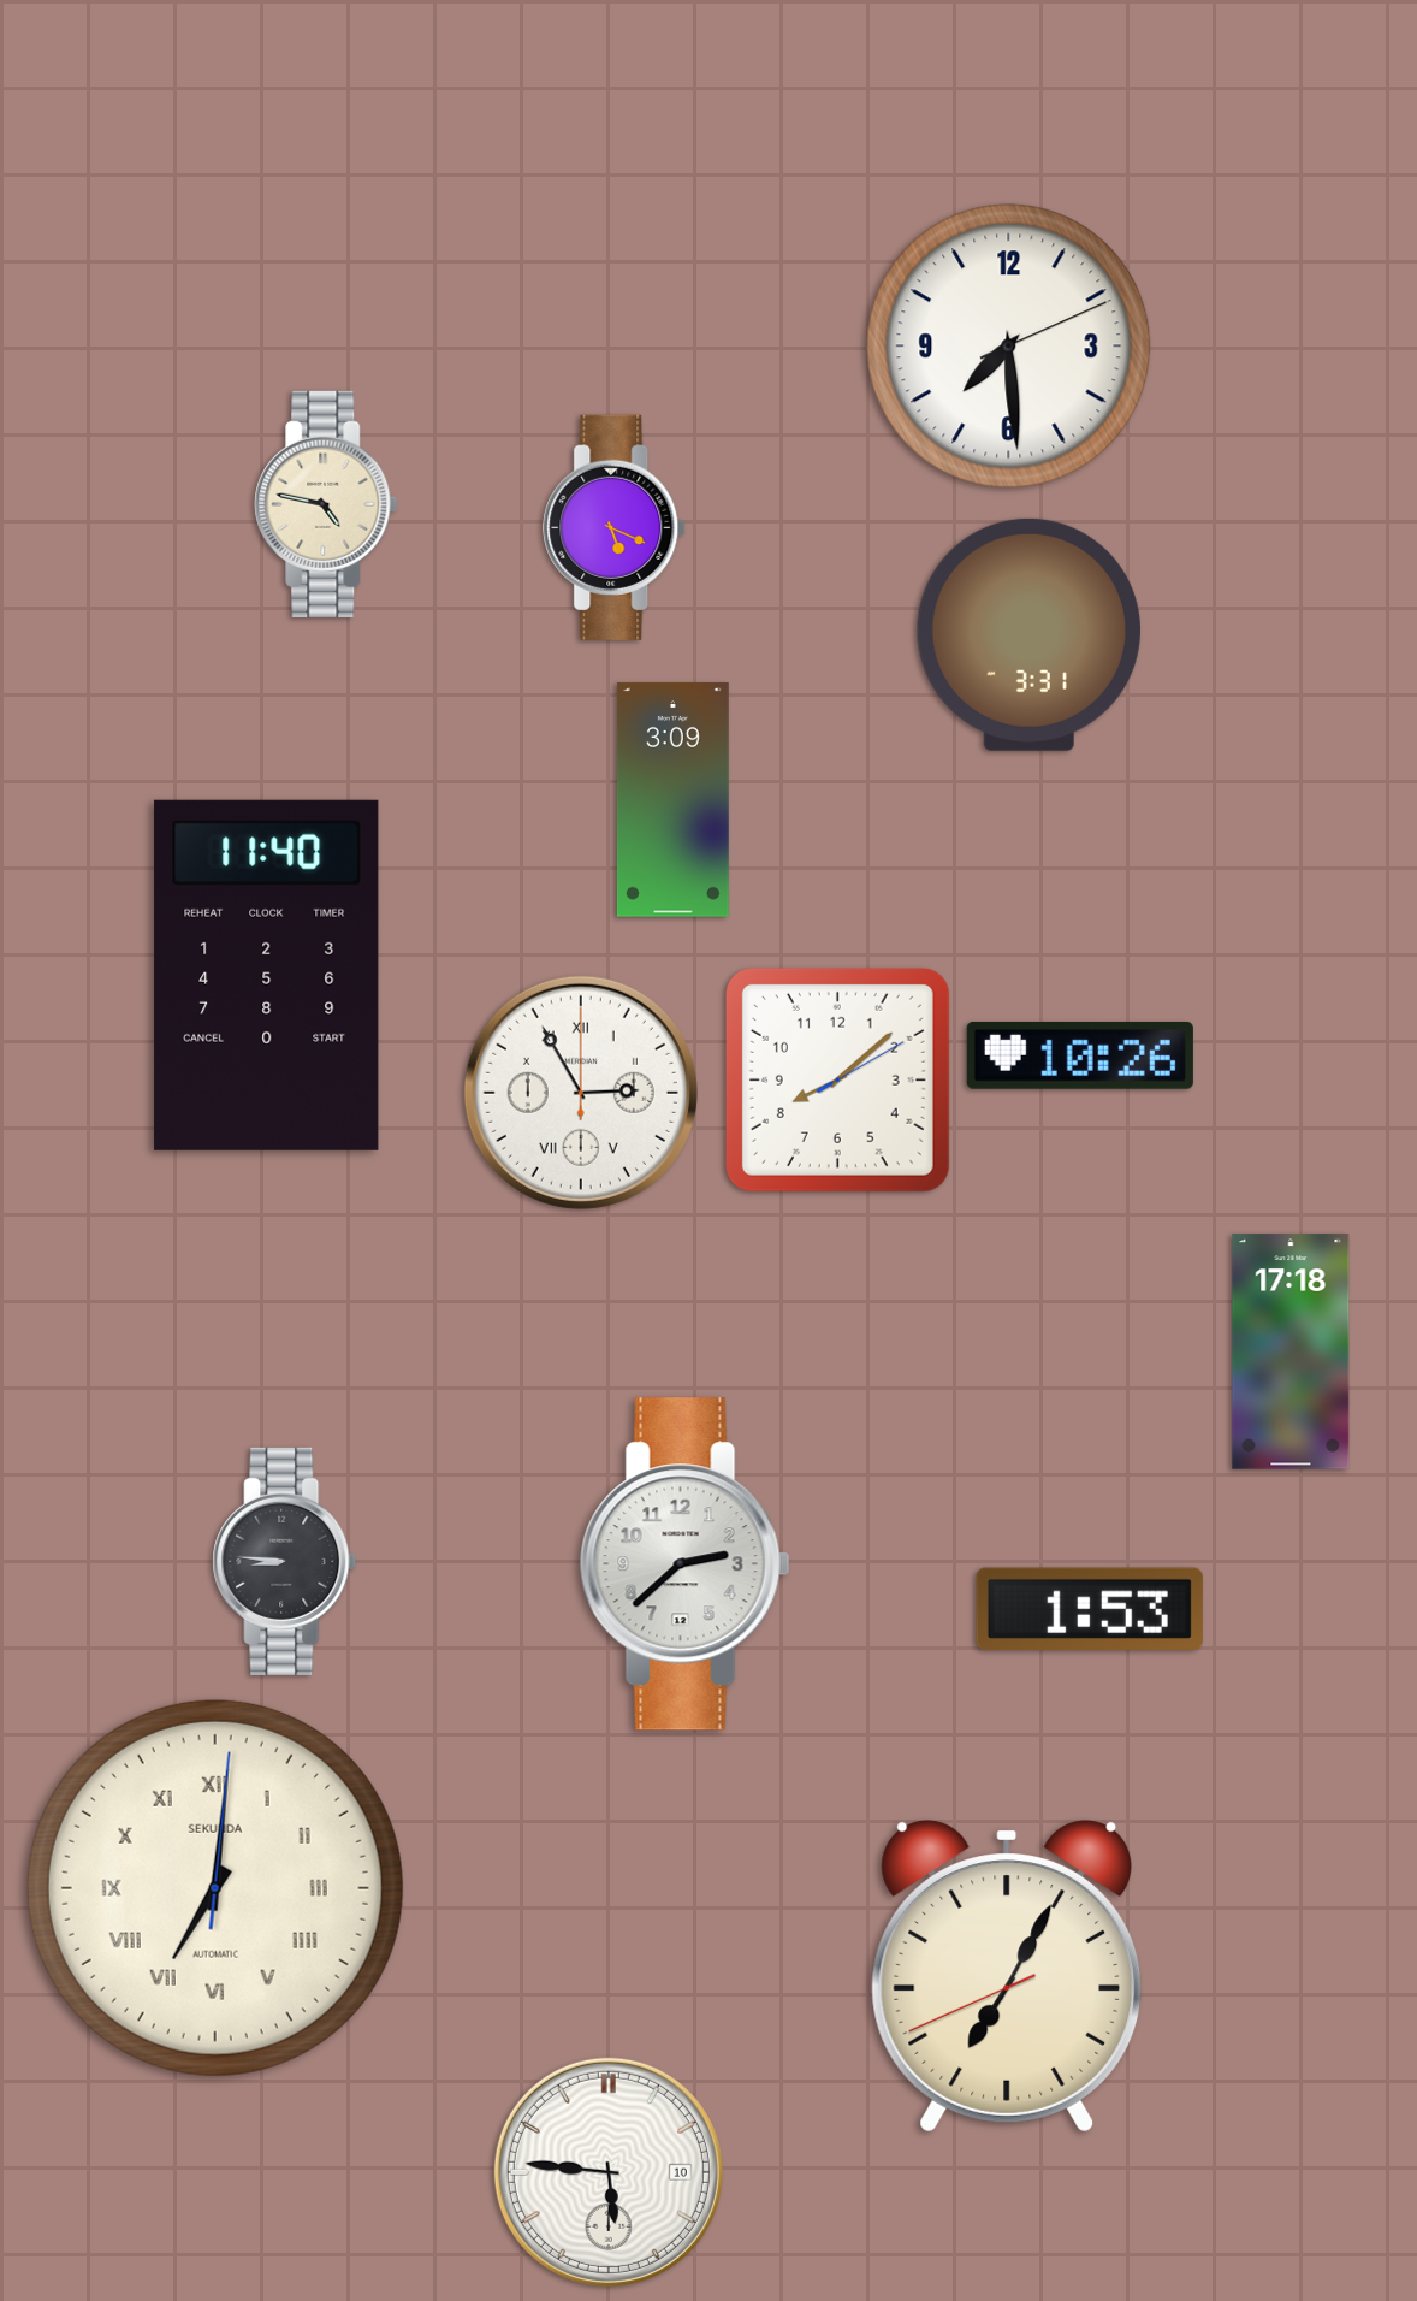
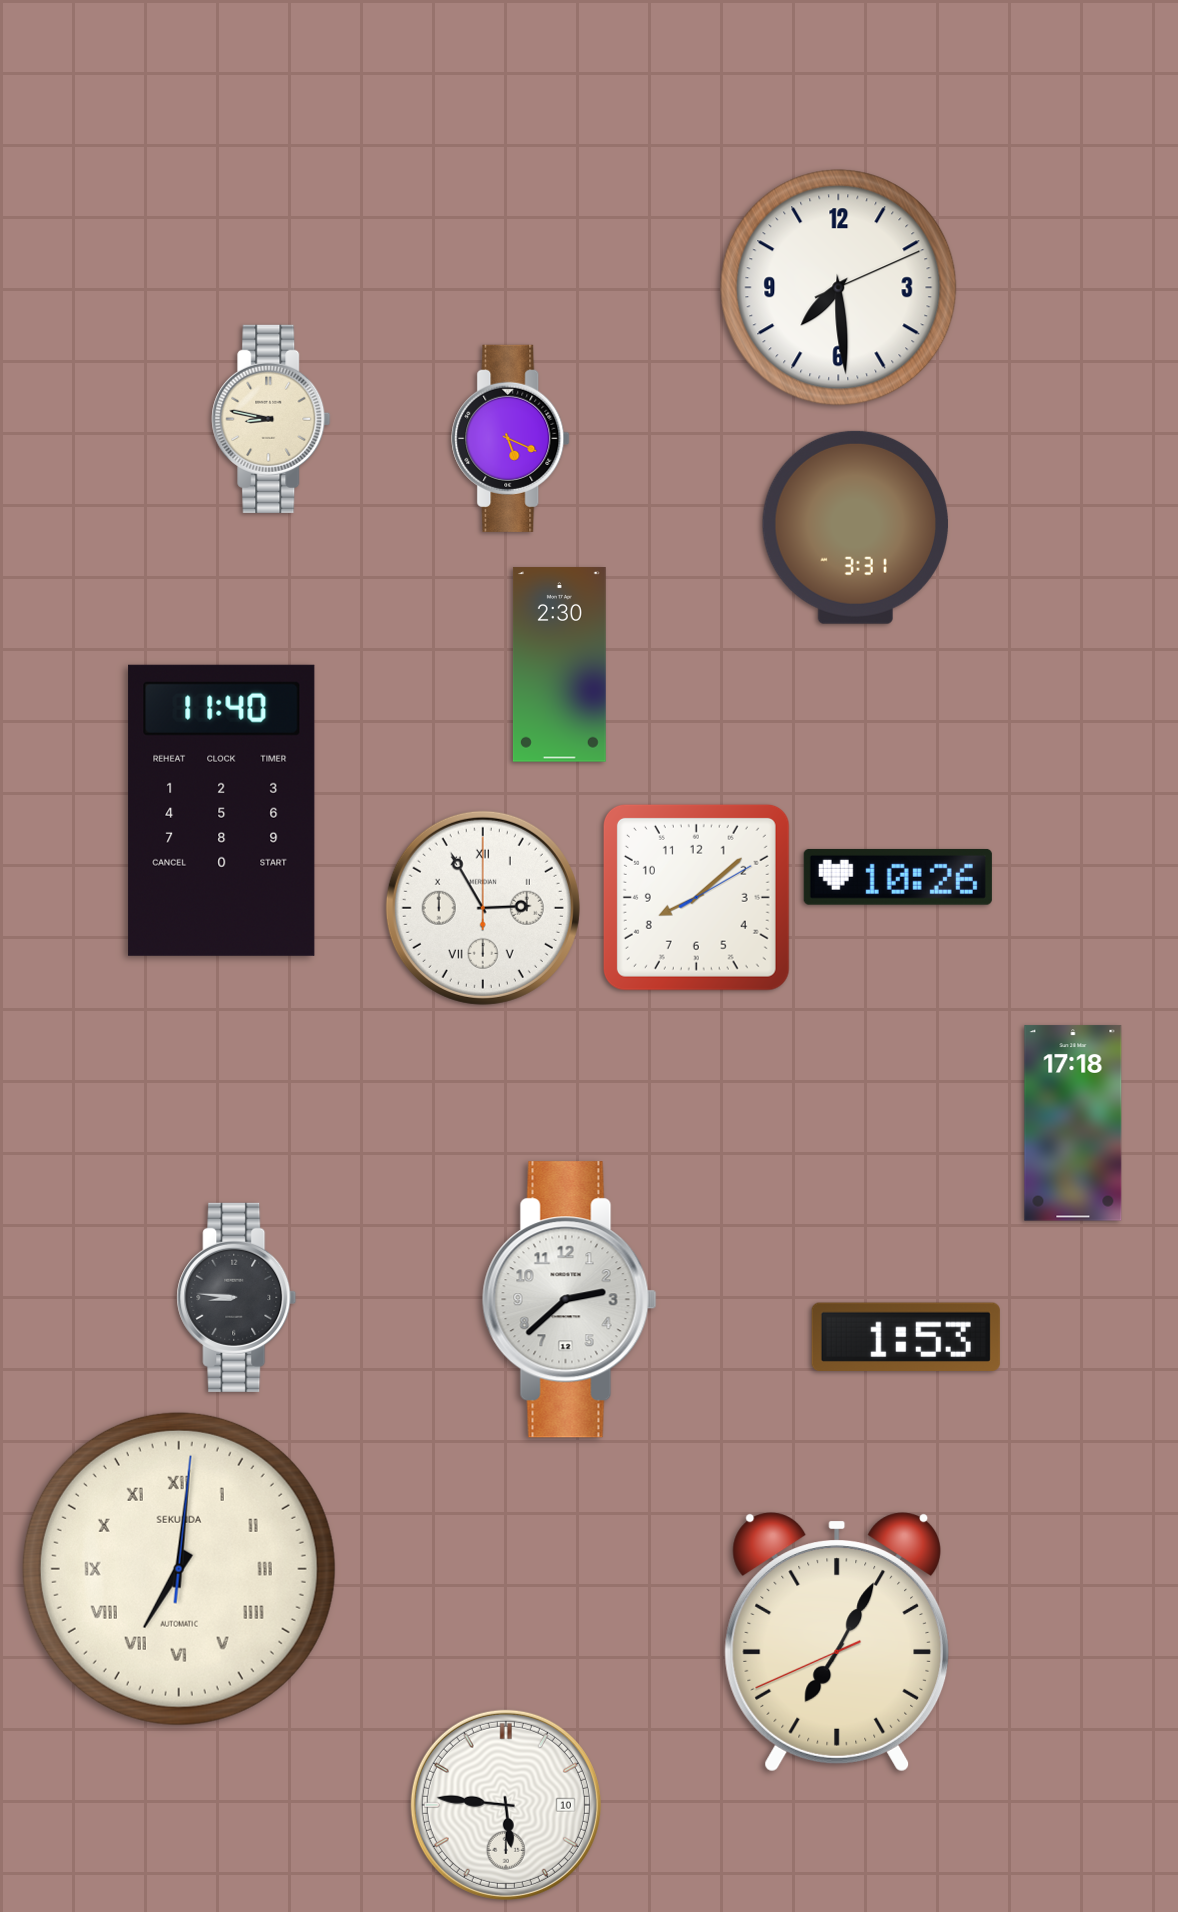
clock at (326, 504): 4:47 -> 8:47
clock at (672, 800): 3:09 -> 2:30
